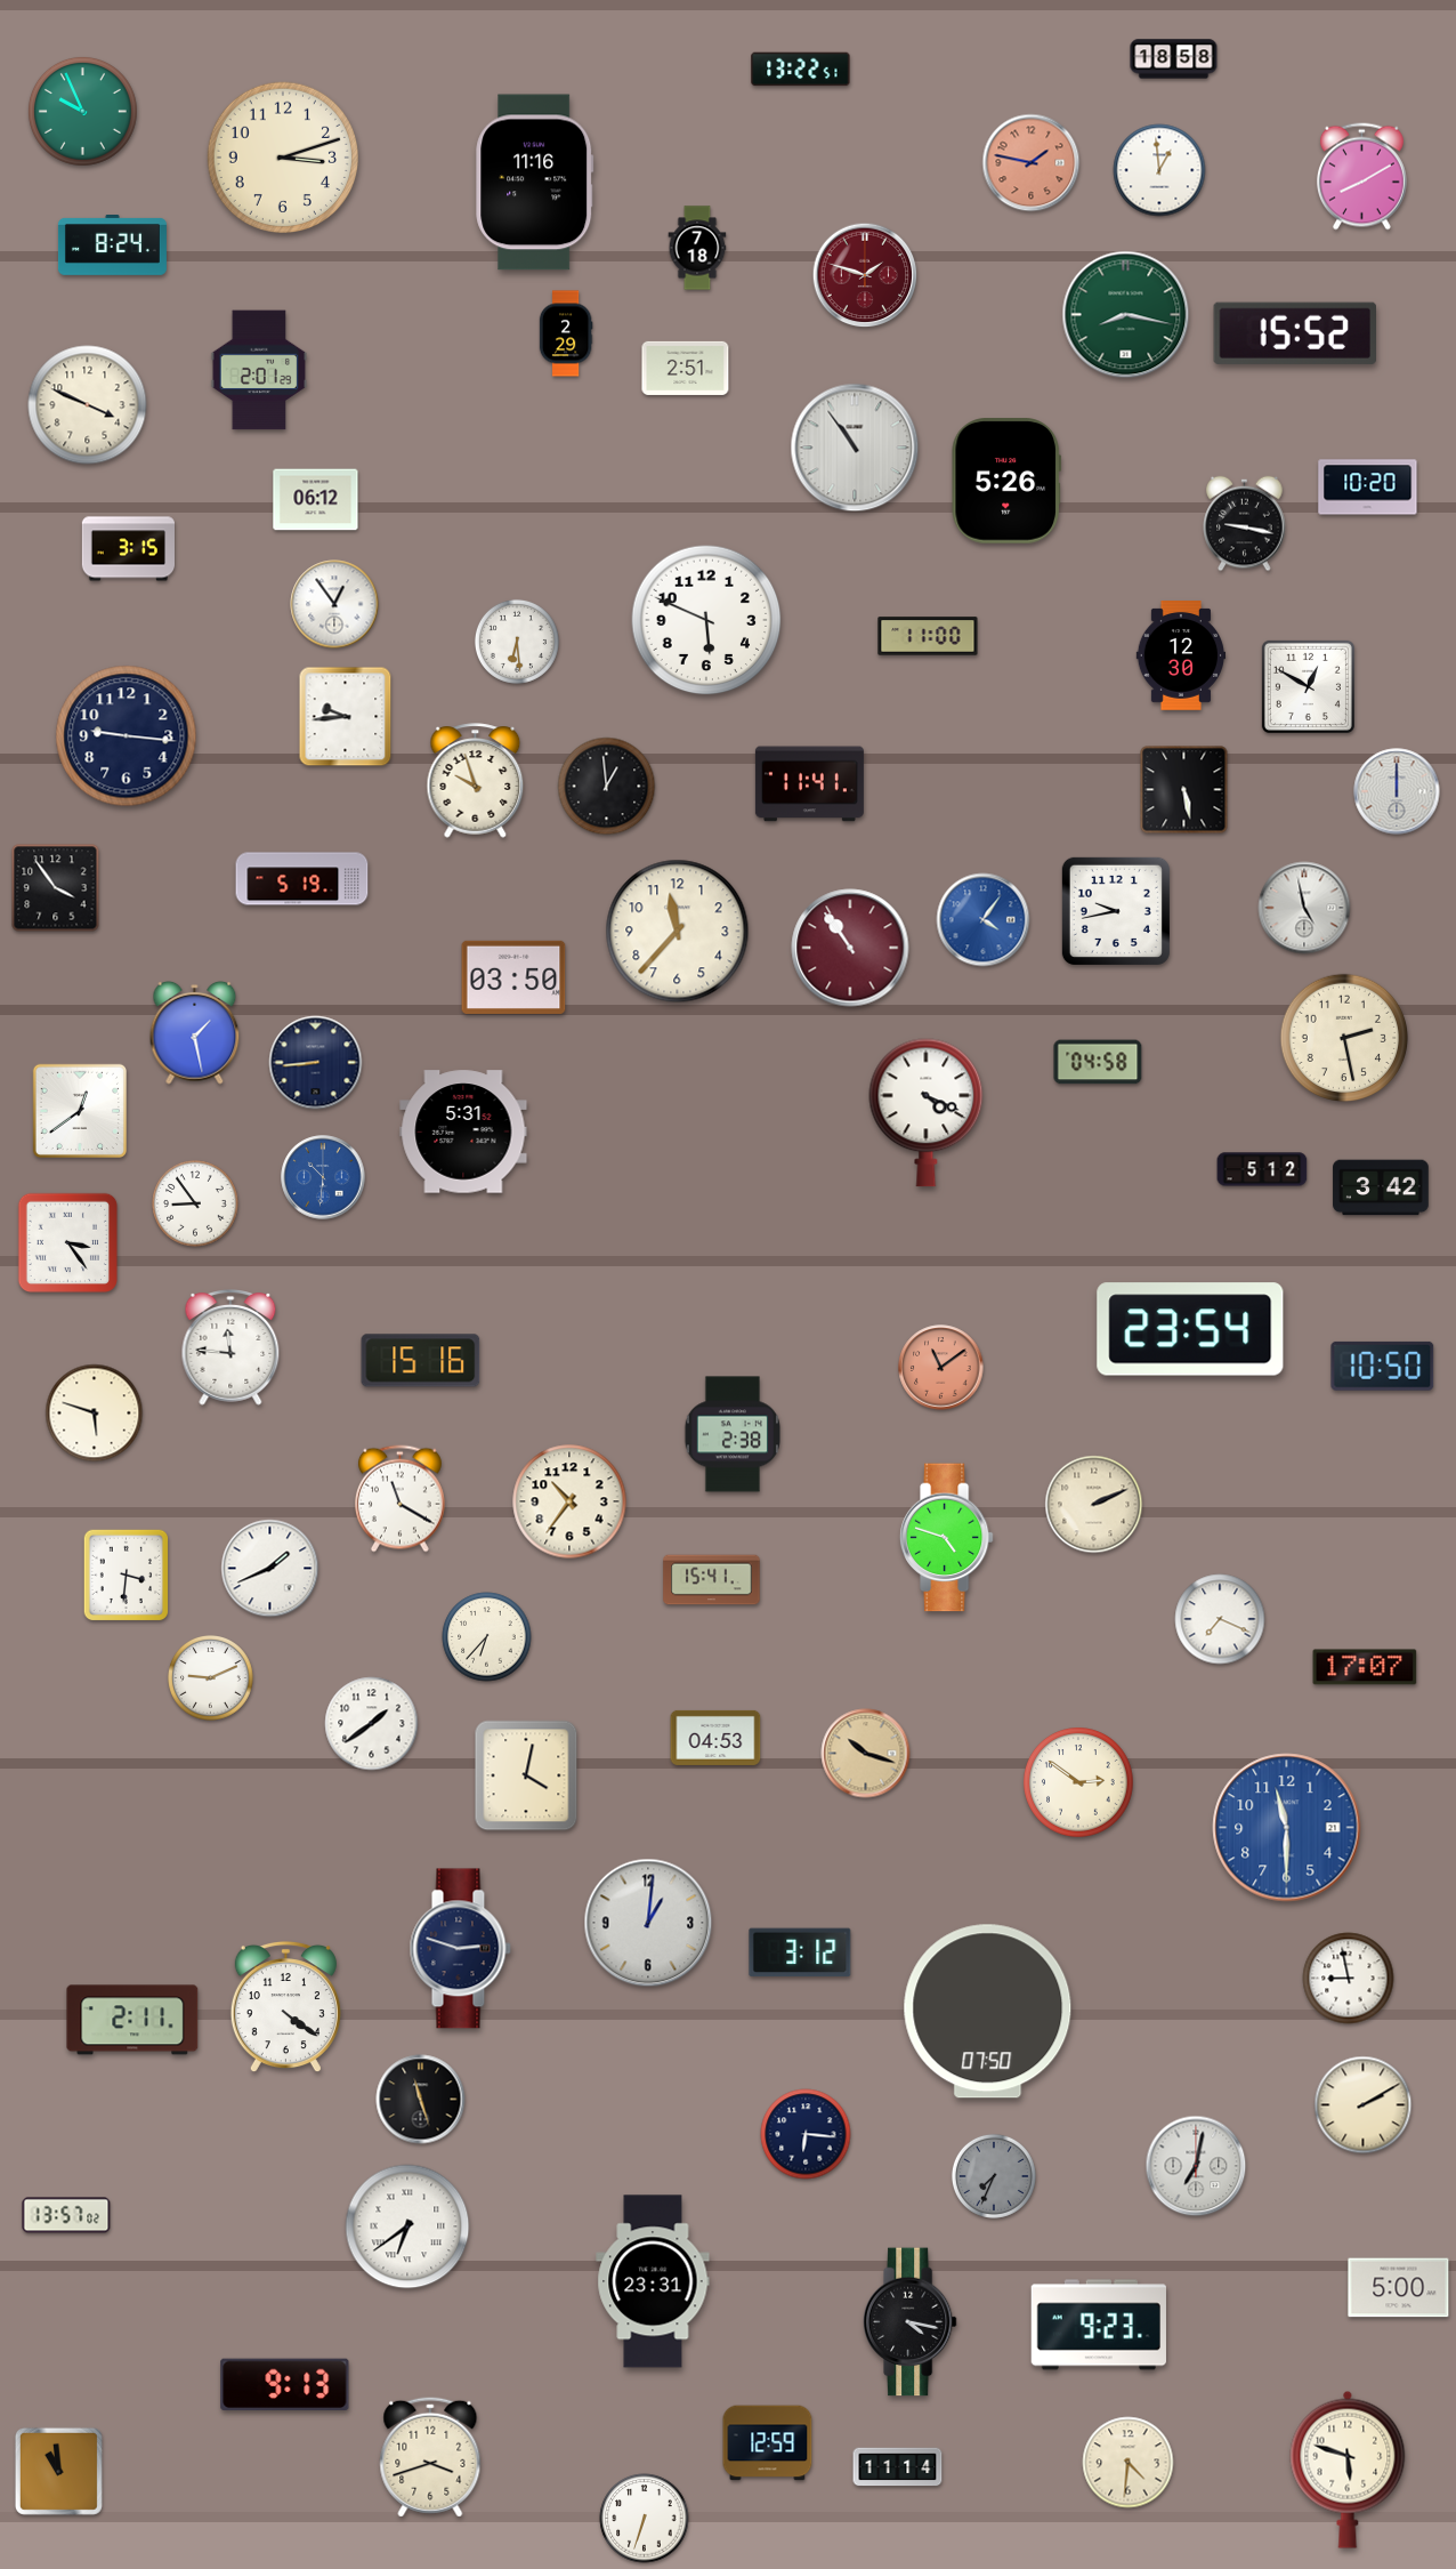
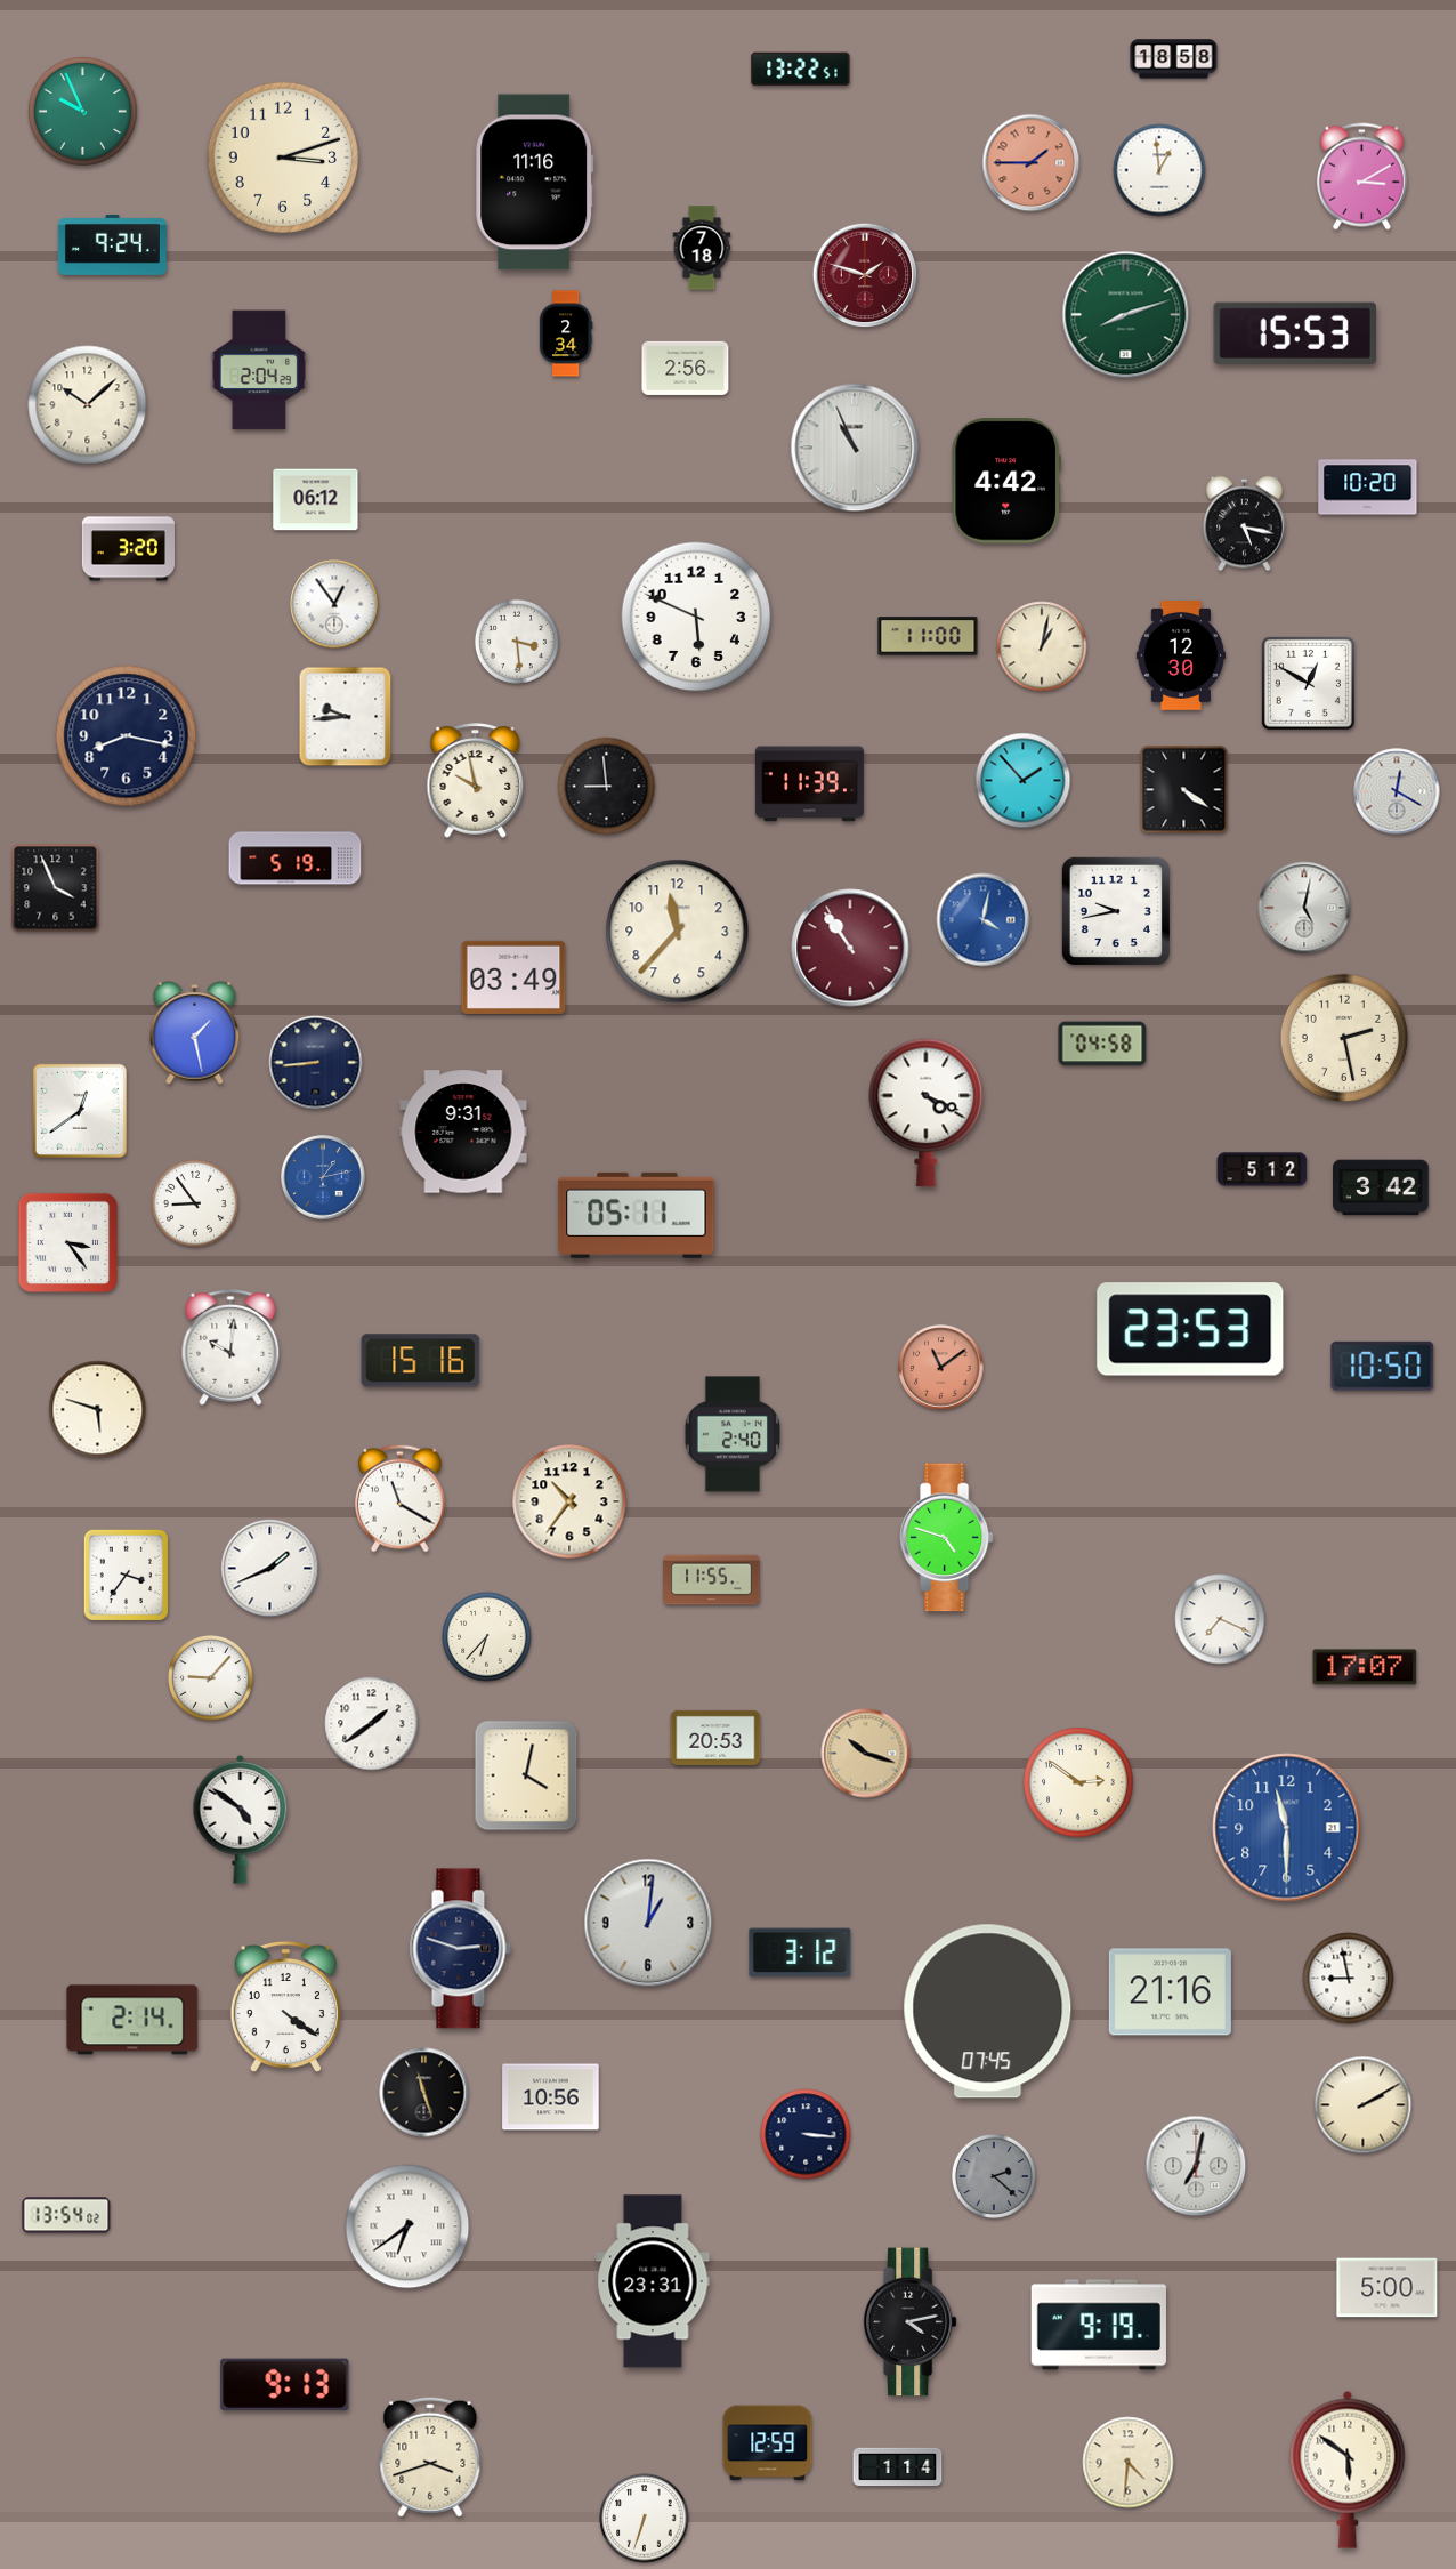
clock at (1032, 163): 1:47 -> 1:45
clock at (1361, 177): 8:10 -> 3:10
clock at (112, 245): 8:24 -> 9:24
clock at (697, 248) position: (697, 248) -> (702, 248)
clock at (1126, 315): 8:17 -> 8:12
clock at (566, 333): 2:29 -> 2:34
clock at (1294, 333): 15:52 -> 15:53
clock at (686, 368): 2:51 -> 2:56
clock at (259, 370): 2:01 -> 2:04
clock at (88, 405): 3:49 -> 10:08
clock at (855, 448): 10:54 -> 10:56
clock at (1006, 481): 5:26 -> 4:42
clock at (1245, 524): 9:17 -> 5:17
clock at (128, 549): 3:15 -> 3:20
clock at (706, 620) position: (706, 620) -> (696, 617)
clock at (517, 642): 6:29 -> 3:29
clock at (1042, 646): none -> 1:02
clock at (1308, 686) position: (1308, 686) -> (1308, 683)
clock at (127, 736): 9:16 -> 8:17
clock at (476, 781): 9:57 -> 9:58
clock at (1024, 781): none -> 1:53
clock at (809, 784): 11:41 -> 11:39
clock at (607, 787): 12:59 -> 8:59
clock at (1184, 790): 5:28 -> 4:21
clock at (1397, 791): 12:00 -> 12:20
clock at (302, 879) position: (302, 879) -> (296, 859)
clock at (56, 888): 3:54 -> 3:56
clock at (1304, 908): 4:58 -> 5:02
clock at (984, 920): 4:06 -> 4:02
clock at (513, 977): 03:50 -> 03:49
clock at (1098, 1062) position: (1098, 1062) -> (1102, 1044)
clock at (463, 1132): 5:31 -> 9:31
clock at (323, 1177): 10:31 -> 1:13
clock at (637, 1215): none -> 05:11
clock at (1190, 1329): 23:54 -> 23:53
clock at (230, 1348): 11:46 -> 10:01
clock at (95, 1414) position: (95, 1414) -> (98, 1410)
clock at (731, 1434): 2:38 -> 2:40
clock at (1094, 1505): 2:11 -> none
clock at (127, 1576): 3:31 -> 3:36
clock at (712, 1580): 15:41 -> 11:55
clock at (211, 1678): 9:11 -> 9:07
clock at (715, 1738): 04:53 -> 20:53
clock at (241, 1819): none -> 4:51
clock at (1170, 1992): none -> 21:16
clock at (988, 2012): 07:50 -> 07:45
clock at (132, 2020): 2:11 -> 2:14
clock at (551, 2097): none -> 10:56
clock at (421, 2100) position: (421, 2100) -> (424, 2093)
clock at (806, 2134): 6:16 -> 3:16
clock at (994, 2176): 7:34 -> 2:22
clock at (66, 2215): 13:57 -> 13:54
clock at (1399, 2288) position: (1399, 2288) -> (1388, 2288)
clock at (909, 2322): 4:17 -> 4:13
clock at (1098, 2325): 9:23 -> 9:19
clock at (898, 2467): 11:14 -> 1:14
clock at (1348, 2470): 5:48 -> 5:51
clock at (58, 2471): 10:59 -> none
